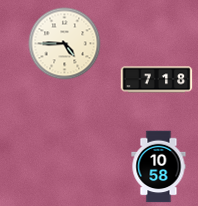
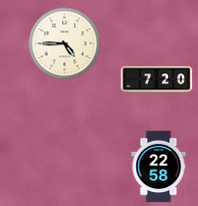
clock at (157, 80): 7:18 -> 7:20
clock at (159, 167): 10:58 -> 22:58
